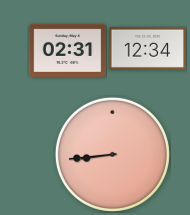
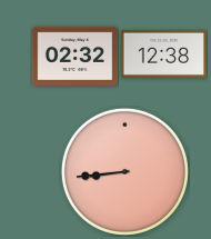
clock at (147, 48): 12:34 -> 12:38
clock at (67, 50): 02:31 -> 02:32
